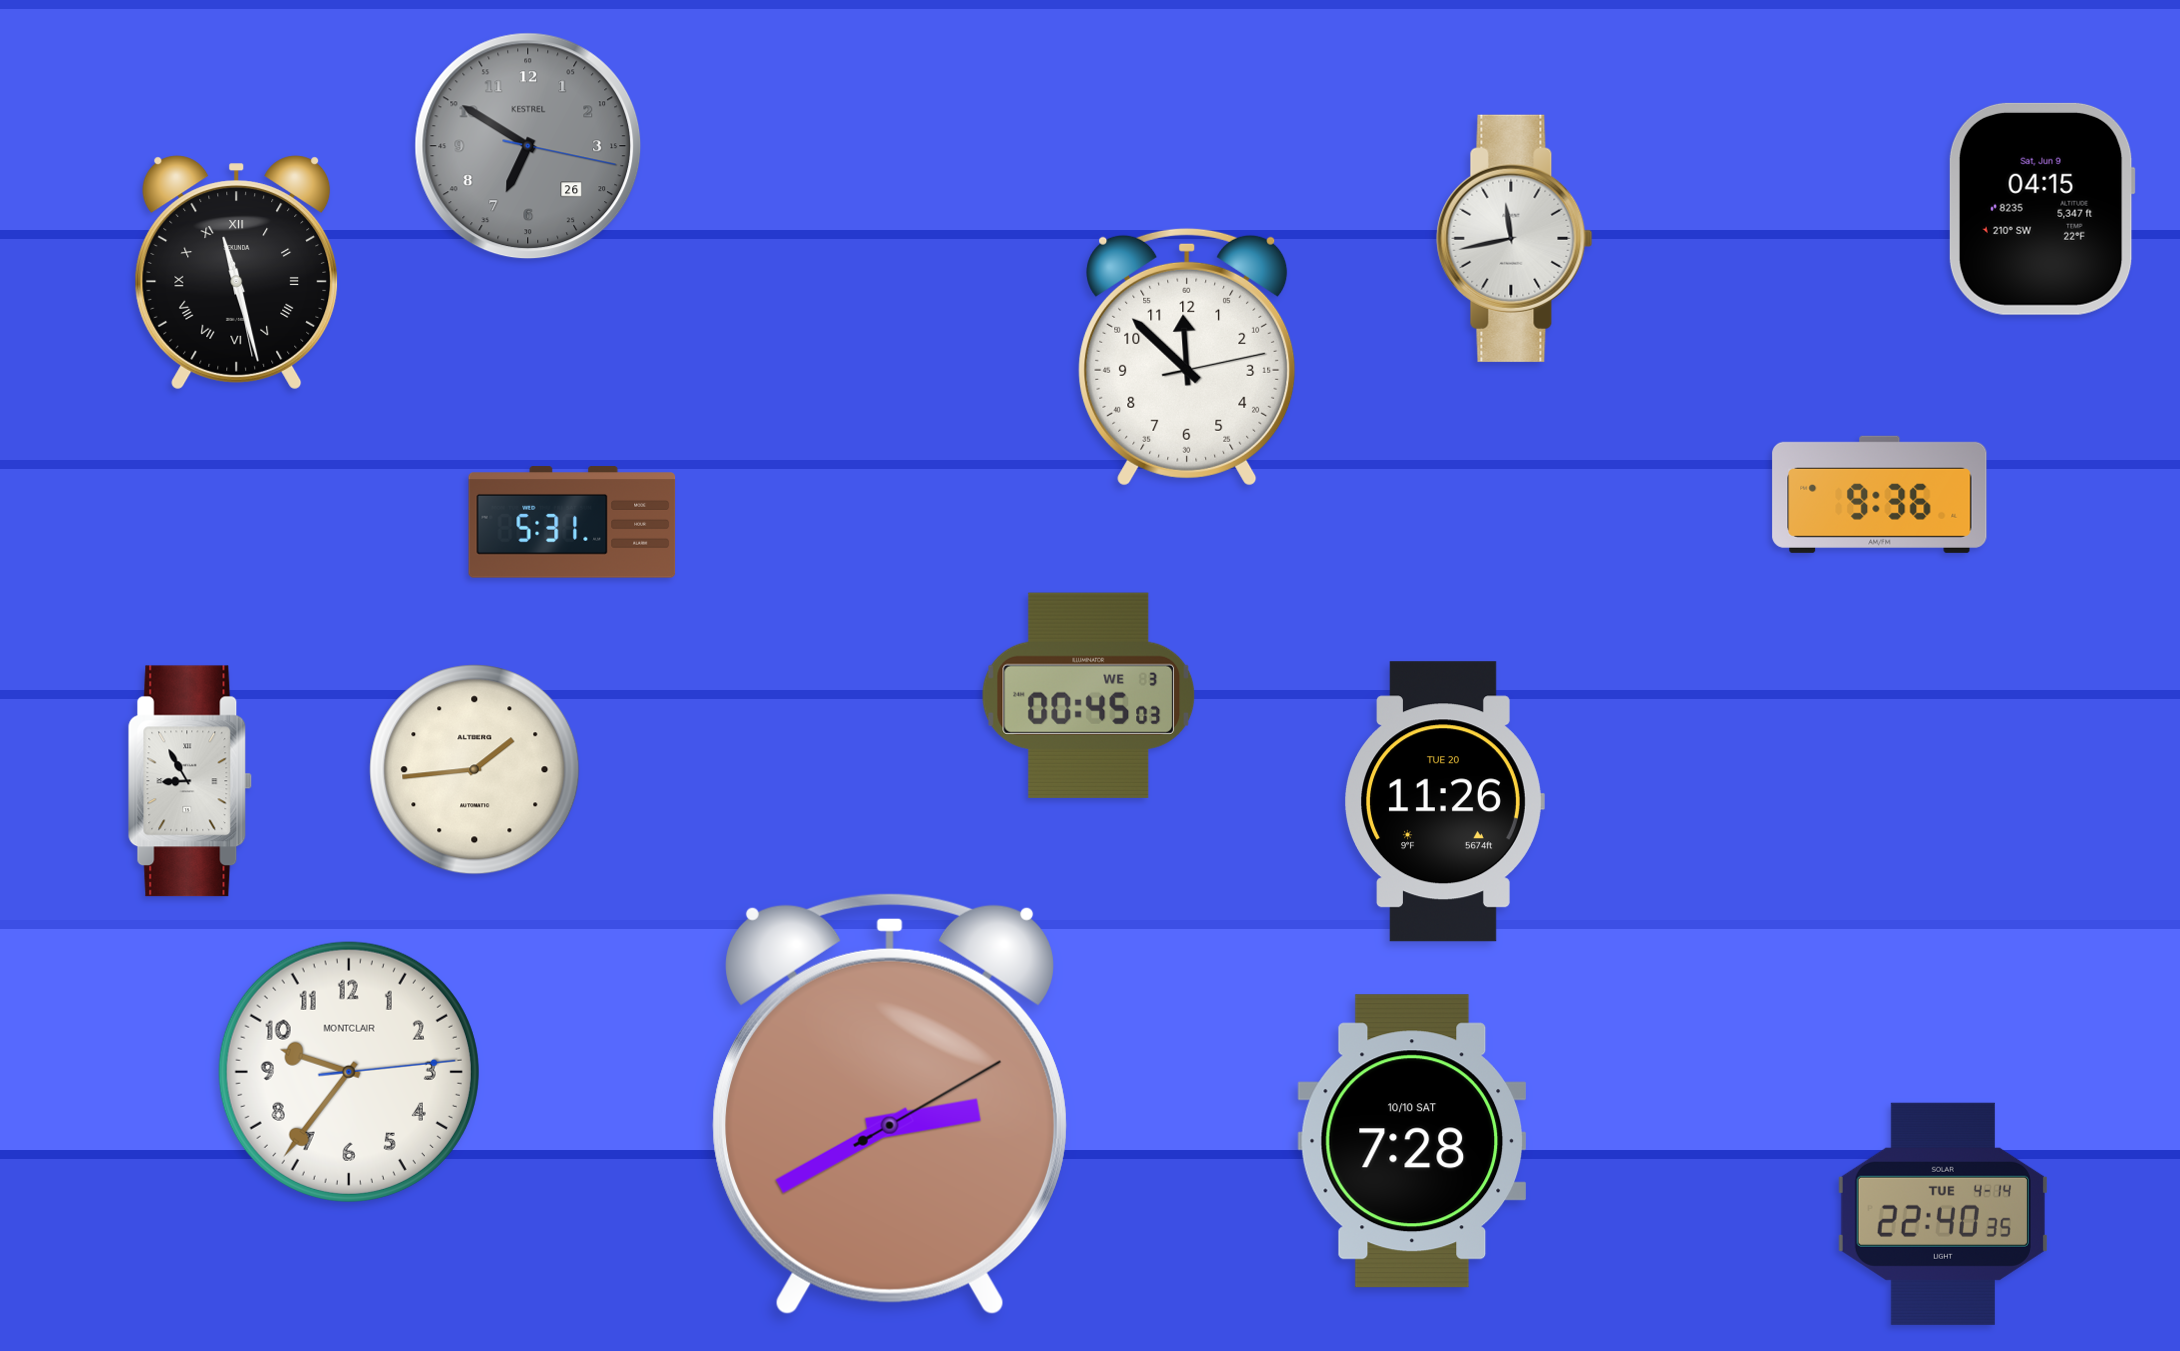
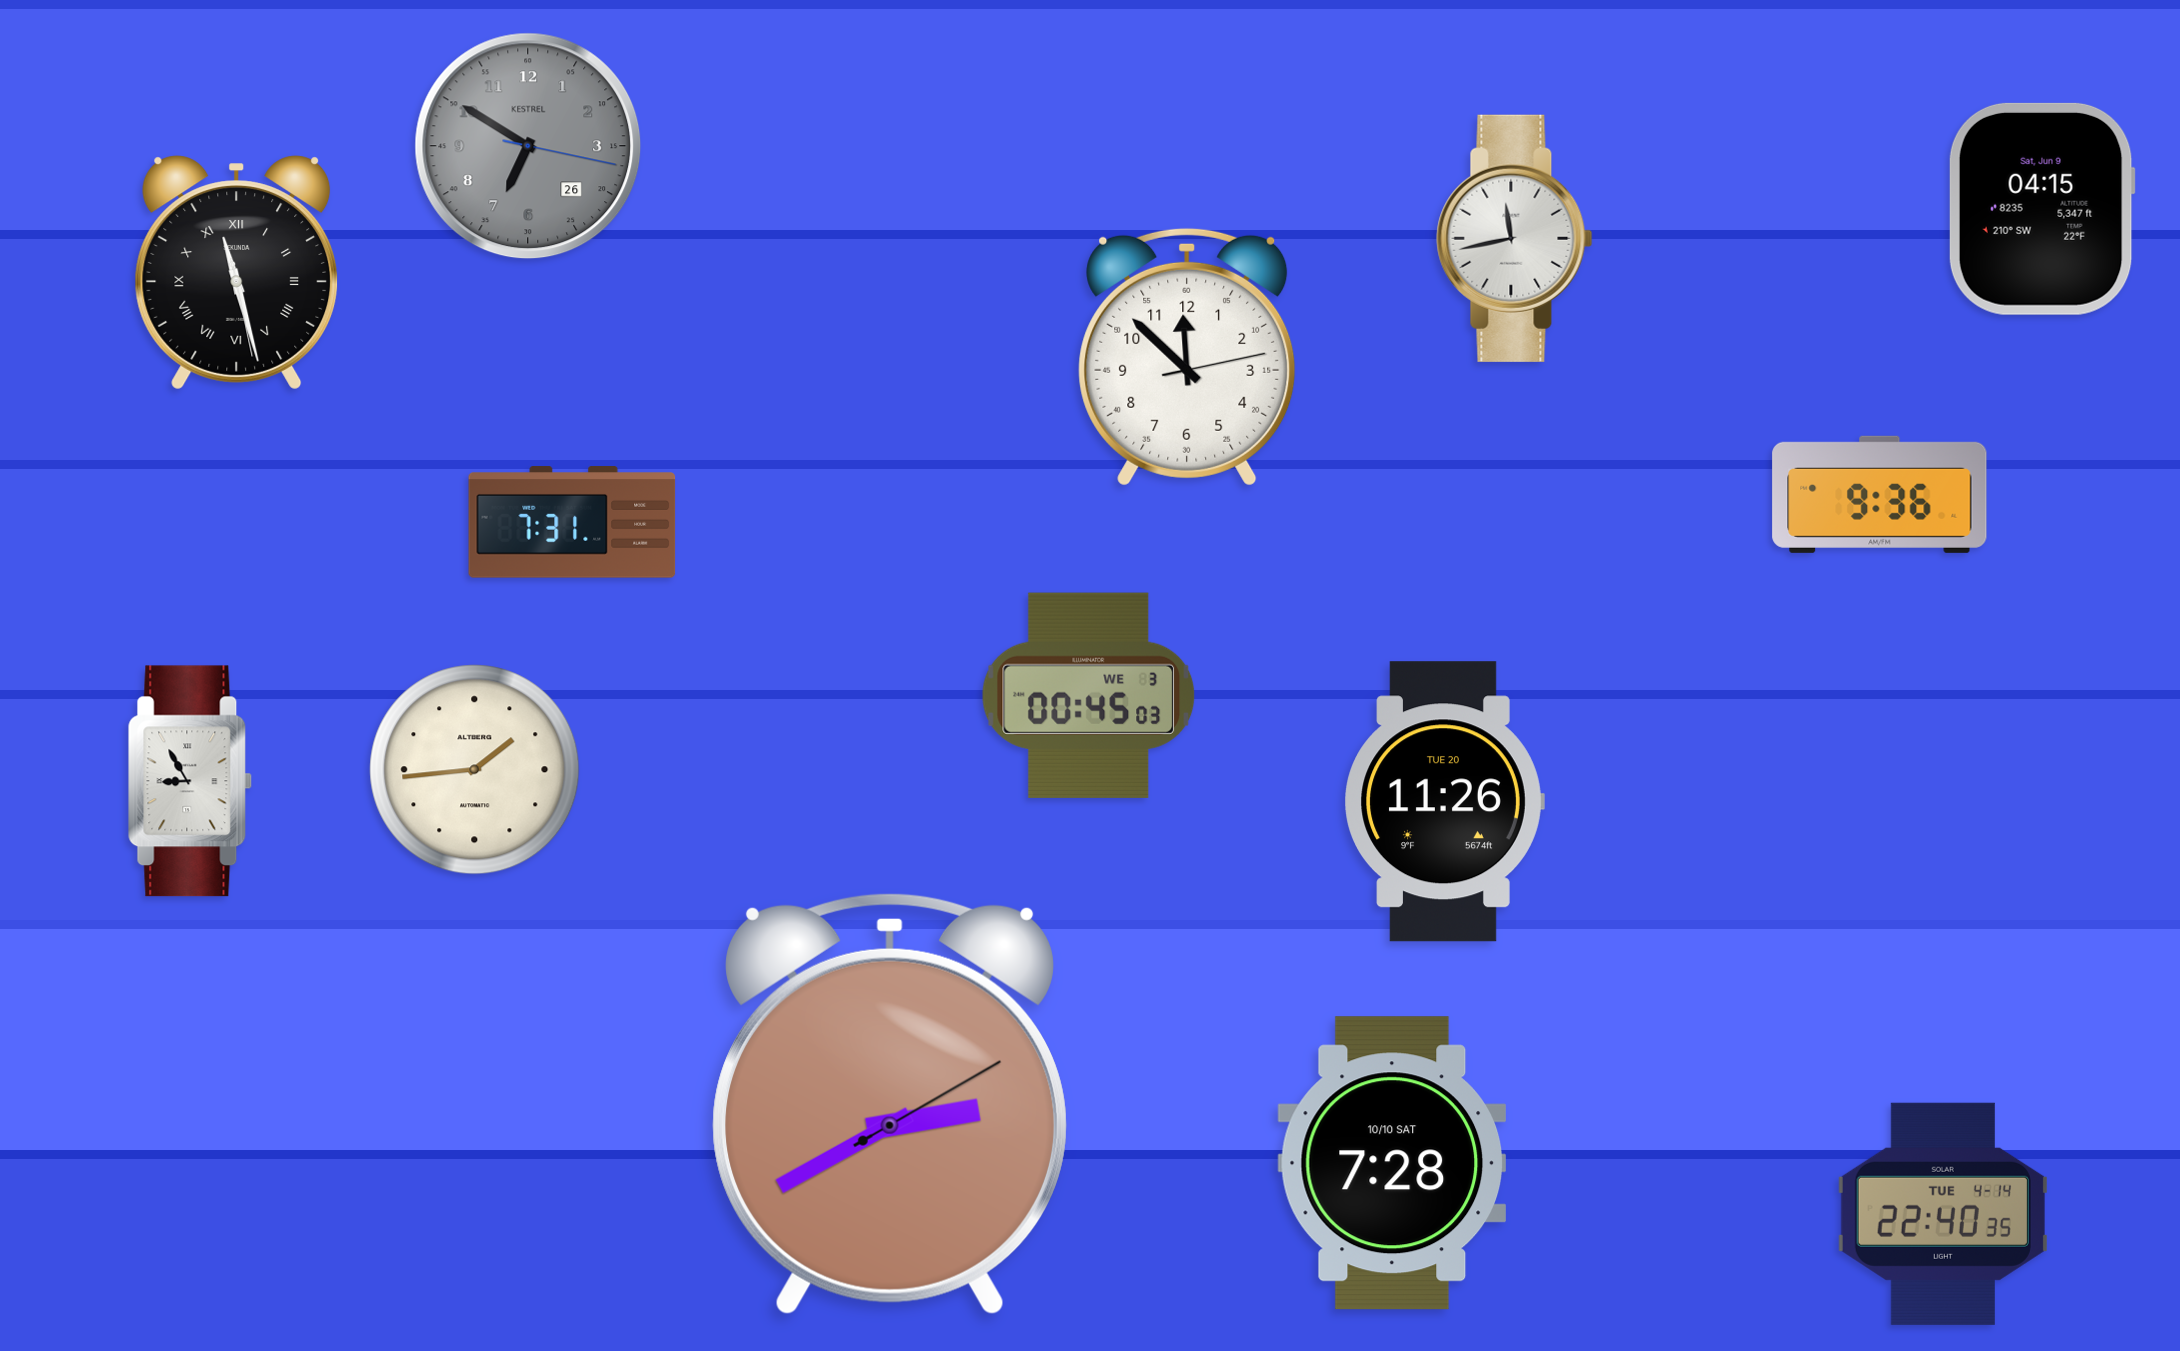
clock at (572, 522): 5:31 -> 7:31
clock at (349, 1072): 9:36 -> none
clock at (1411, 1141) position: (1411, 1141) -> (1391, 1163)
